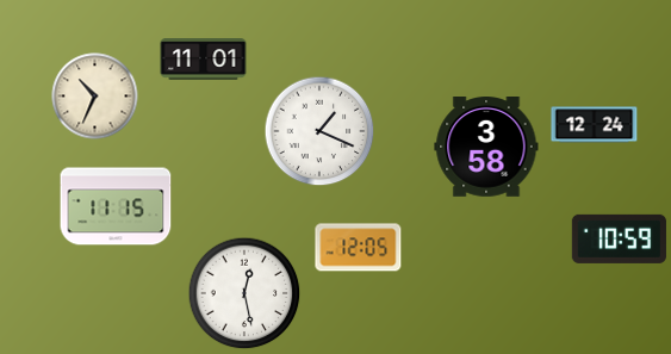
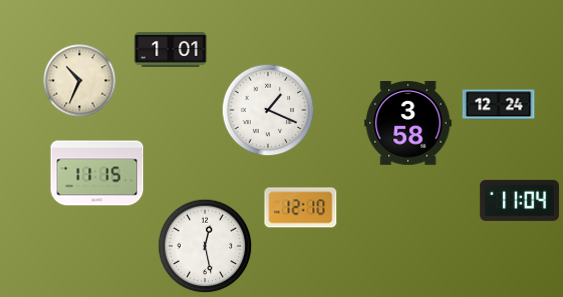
clock at (204, 60): 11:01 -> 1:01
clock at (619, 238): 10:59 -> 11:04
clock at (359, 248): 12:05 -> 12:10
